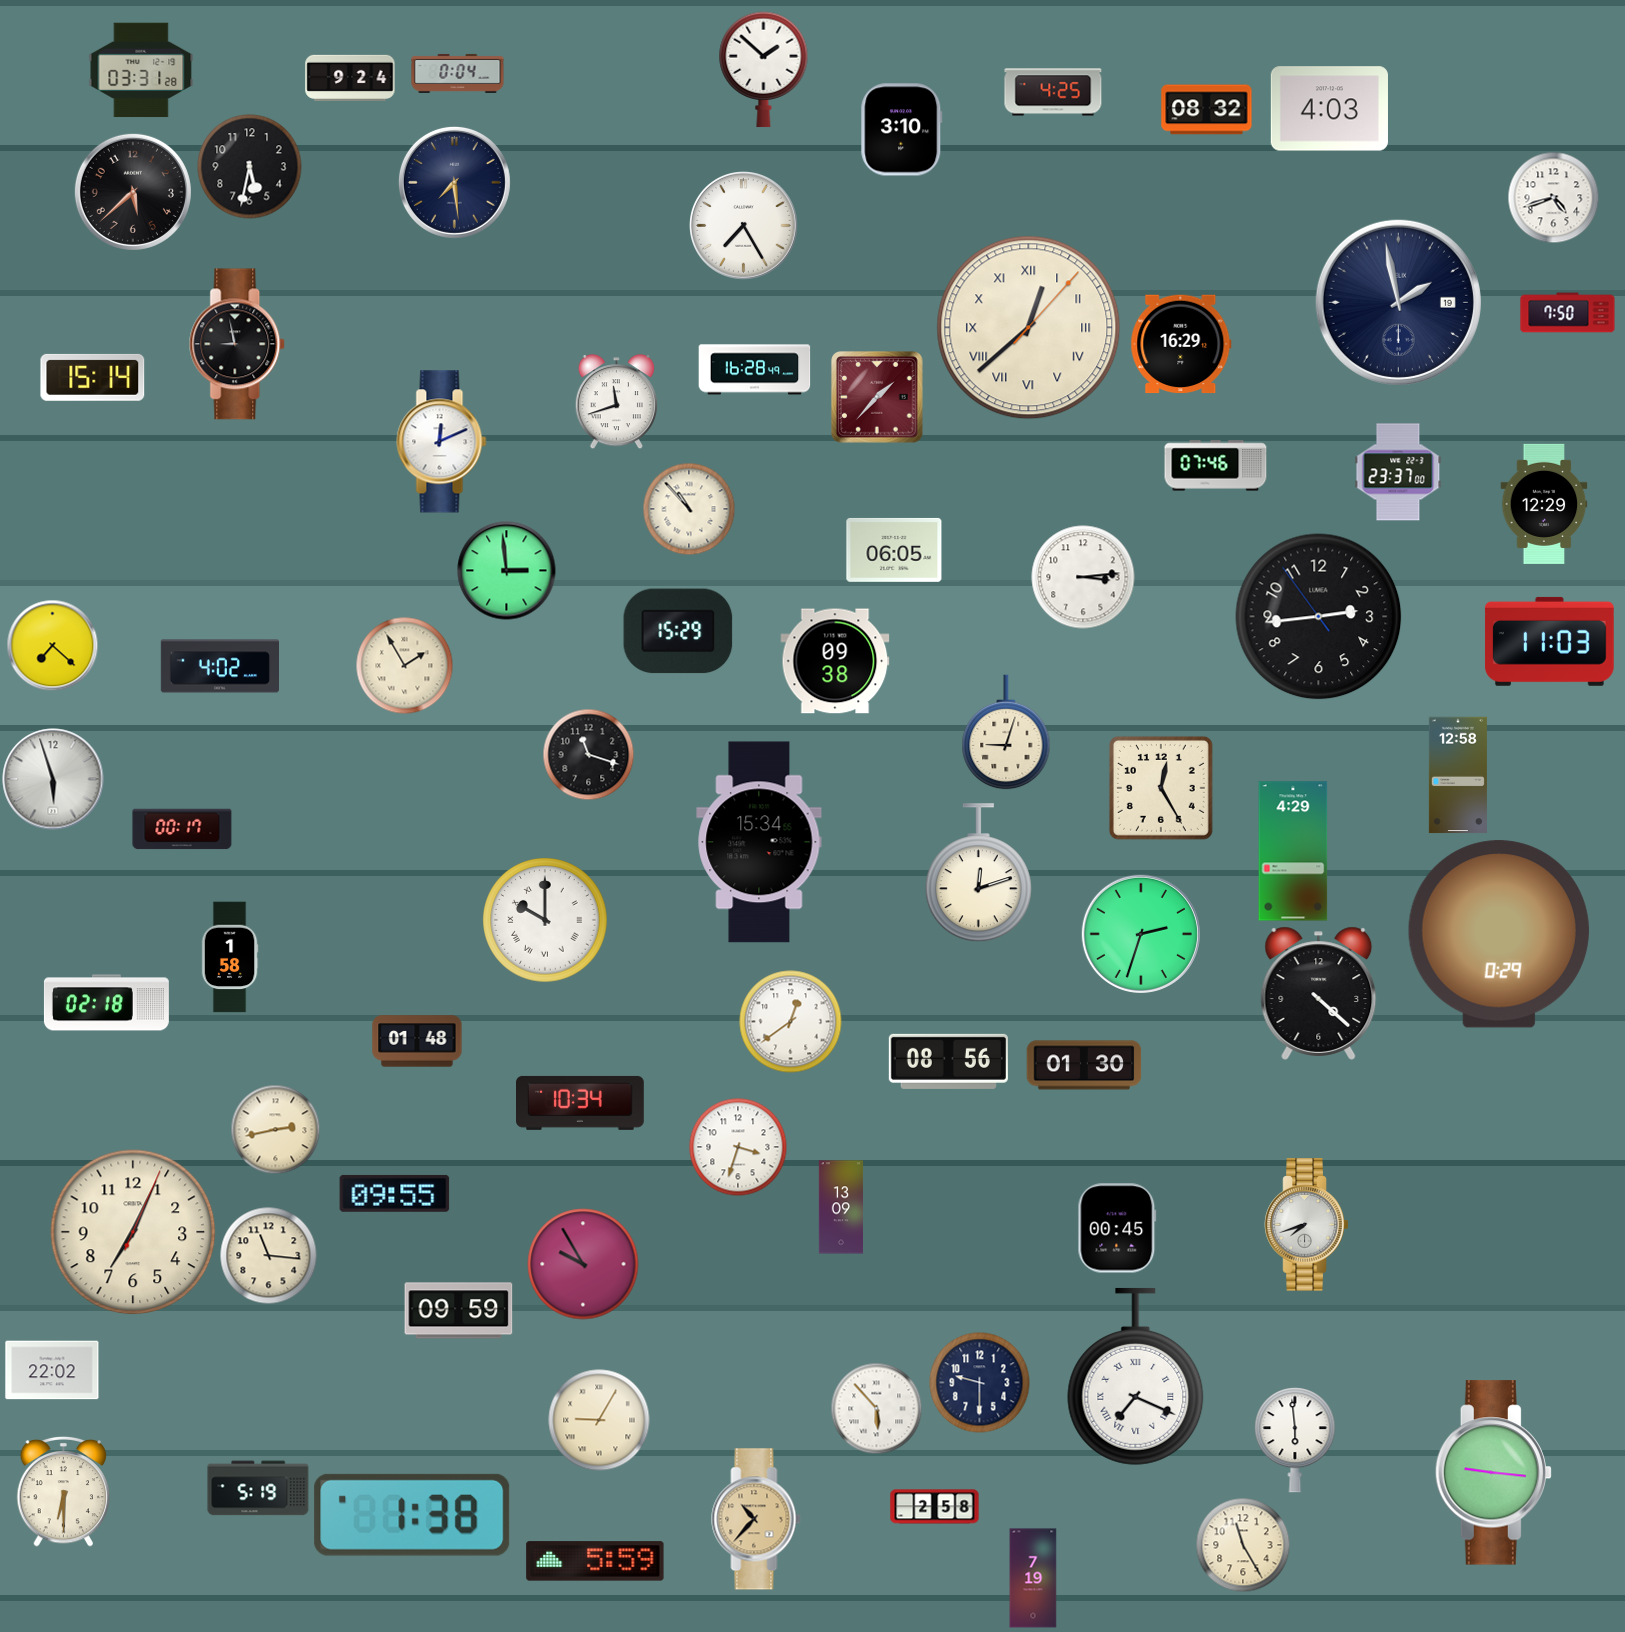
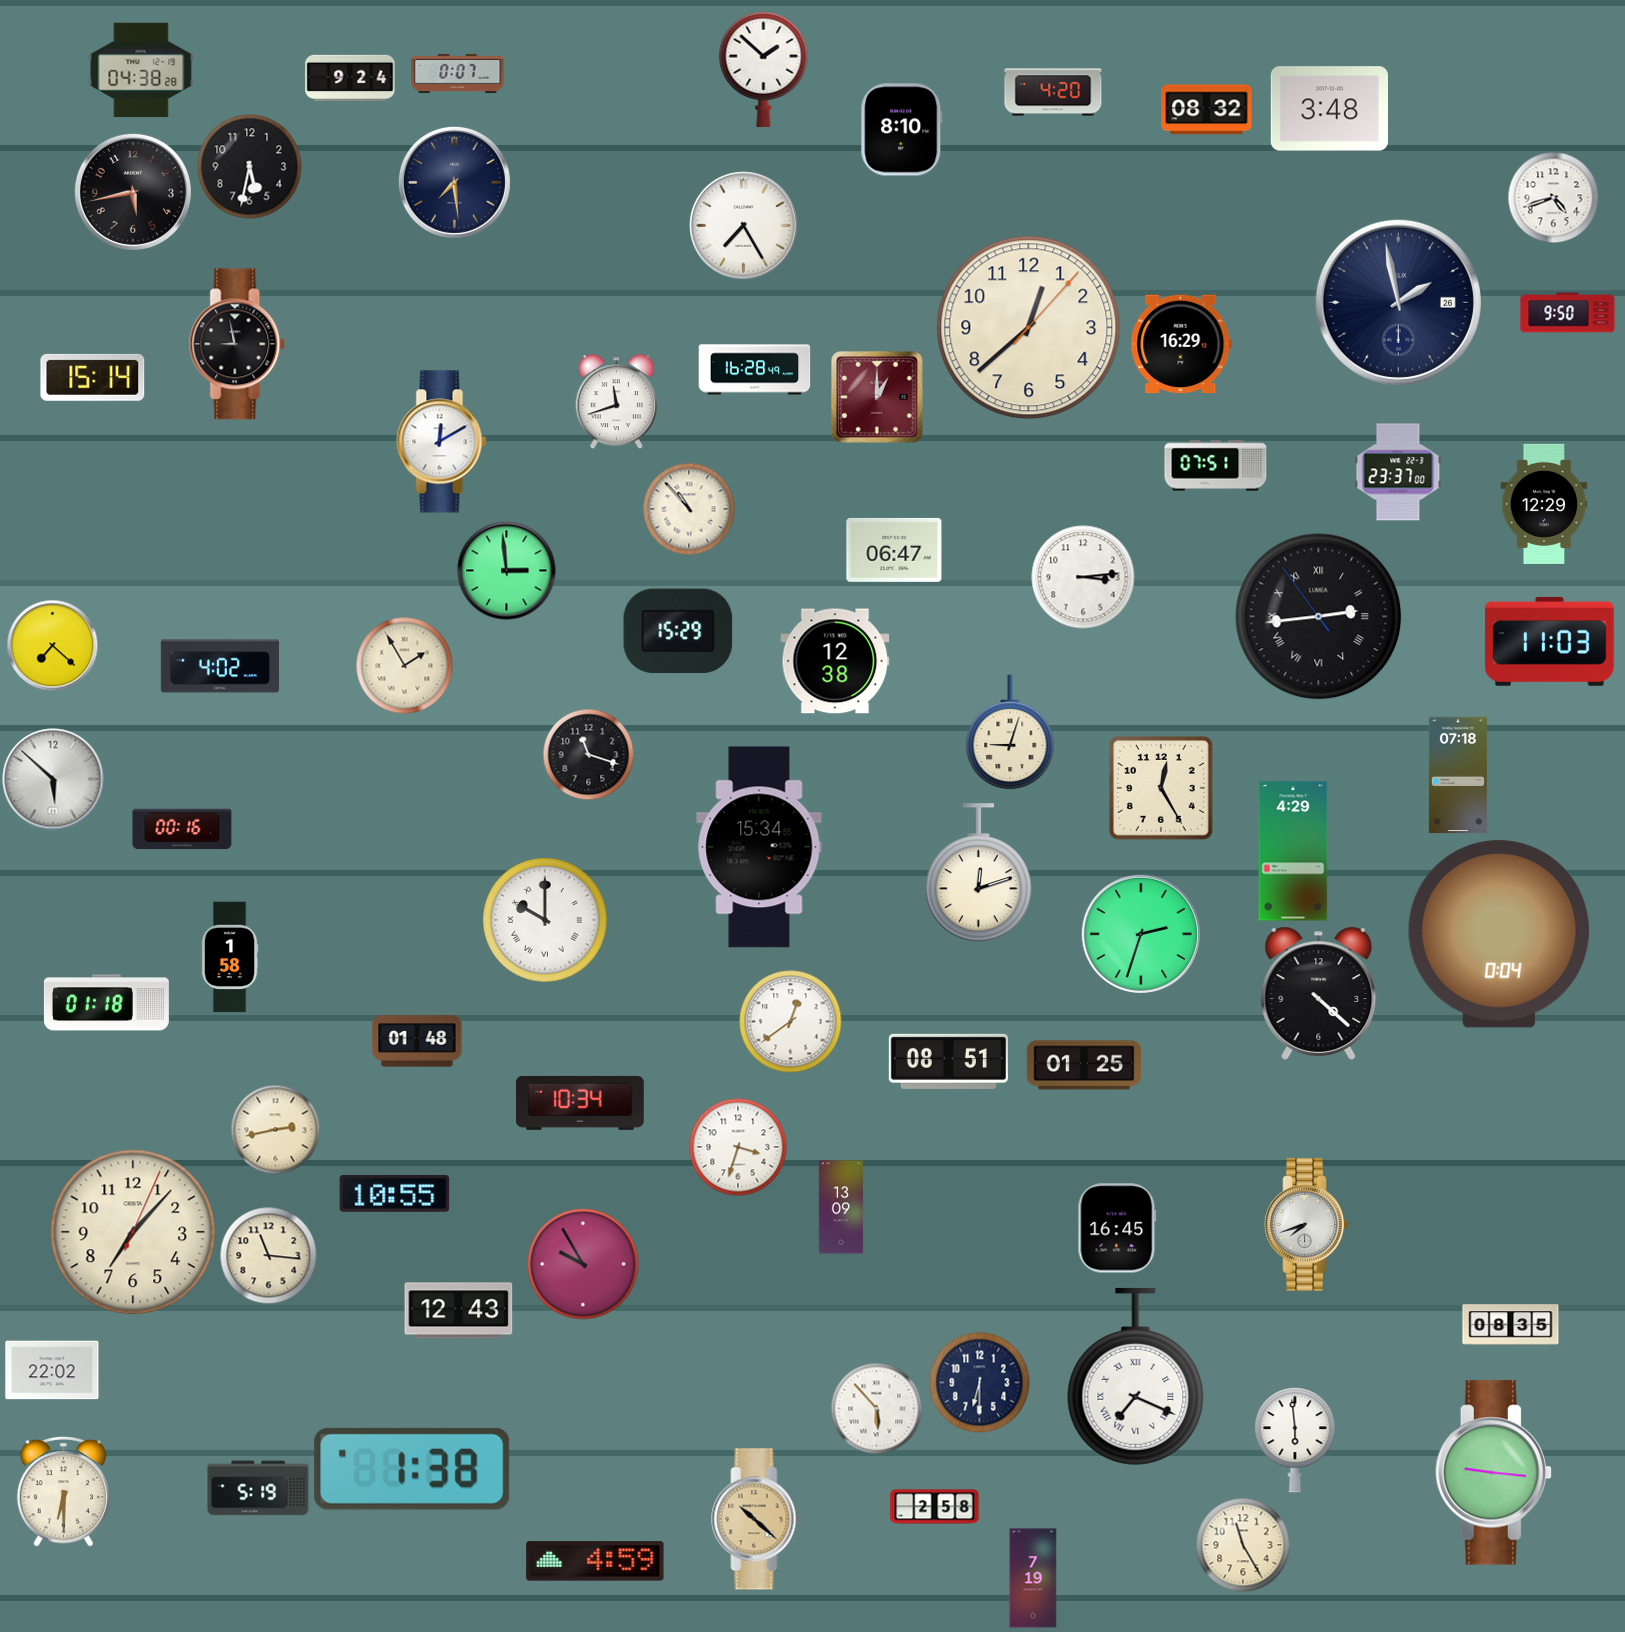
clock at (141, 70): 03:31 -> 04:38
clock at (458, 73): 0:04 -> 0:07
clock at (1053, 92): 4:25 -> 4:20
clock at (1329, 109): 4:03 -> 3:48
clock at (902, 130): 3:10 -> 8:10
clock at (133, 192): 5:38 -> 5:43
clock at (1398, 302) date: 19 -> 26
clock at (1568, 313): 7:50 -> 9:50
clock at (1029, 328) numerals: Roman -> Arabic
clock at (877, 397): 1:37 -> 1:00
clock at (442, 442): 12:11 -> 12:10
clock at (1216, 466): 07:46 -> 07:51
clock at (894, 550): 06:05 -> 06:47
clock at (1319, 617) numerals: Arabic -> Roman
clock at (835, 661): 09:38 -> 12:38
clock at (1006, 732) position: (1006, 732) -> (1010, 732)
clock at (1458, 775): 12:58 -> 07:18
clock at (53, 779): 5:57 -> 5:52
clock at (182, 829): 00:17 -> 00:16
clock at (759, 842) position: (759, 842) -> (759, 847)
clock at (1499, 934): 0:29 -> 0:04
clock at (106, 1003): 02:18 -> 01:18
clock at (948, 1061): 08:56 -> 08:51
clock at (1084, 1065): 01:30 -> 01:25
clock at (395, 1193): 09:55 -> 10:55
clock at (1117, 1228): 00:45 -> 16:45
clock at (133, 1232): 7:04 -> 7:07
clock at (459, 1311): 09:59 -> 12:43
clock at (1511, 1325): none -> 08:35
clock at (980, 1383): 9:30 -> 6:30
clock at (599, 1420): 9:05 -> none
clock at (412, 1515) position: (412, 1515) -> (412, 1469)
clock at (756, 1519): 10:37 -> 10:22
clock at (595, 1561): 5:59 -> 4:59
